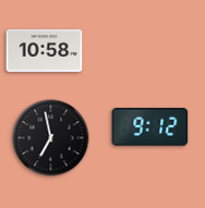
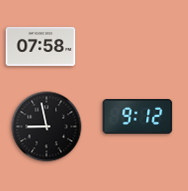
clock at (45, 50): 10:58 -> 07:58
clock at (51, 138): 6:58 -> 8:58
